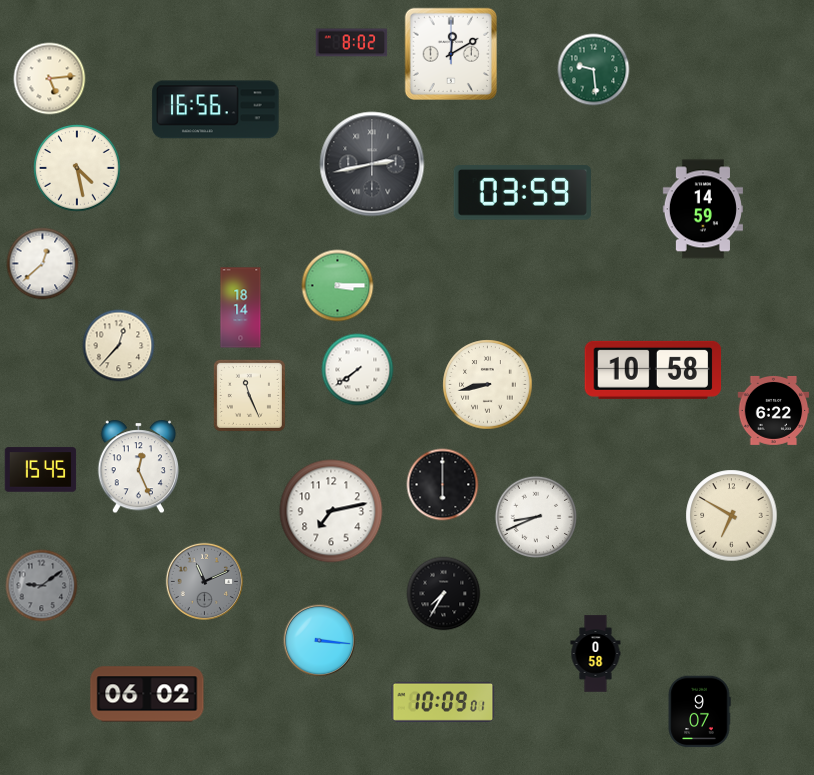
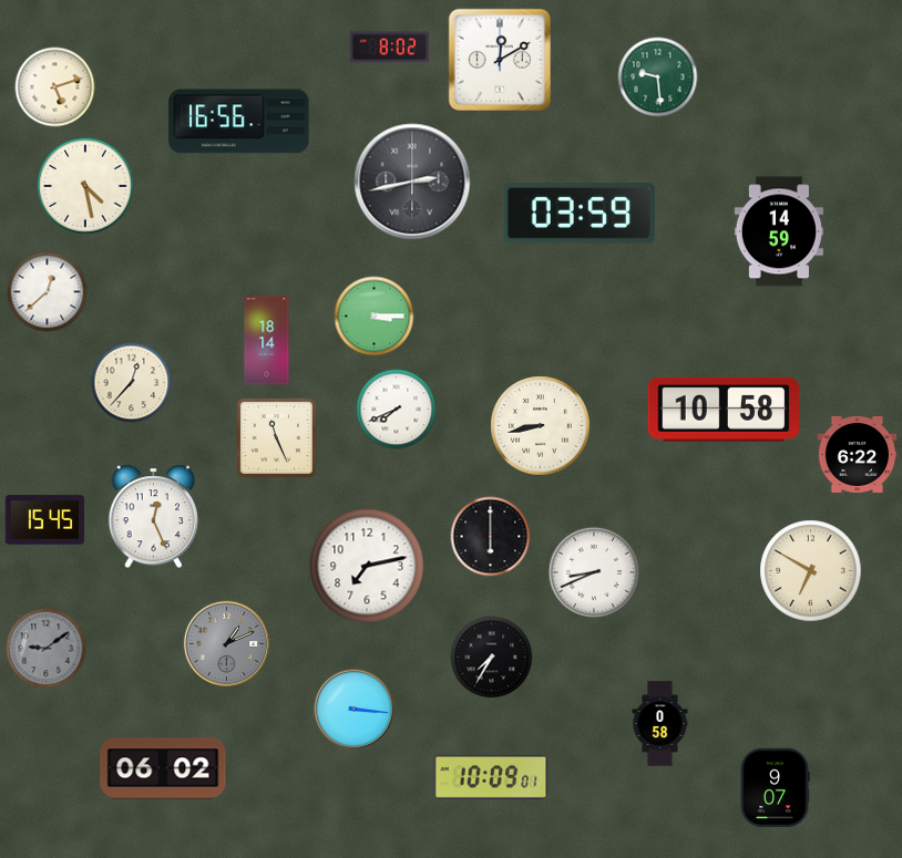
clock at (50, 79): 5:14 -> 5:12
clock at (358, 370): 7:39 -> 7:41
clock at (204, 581): 11:11 -> 1:11
